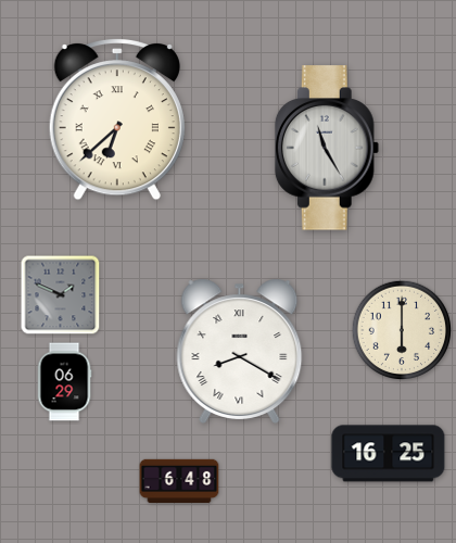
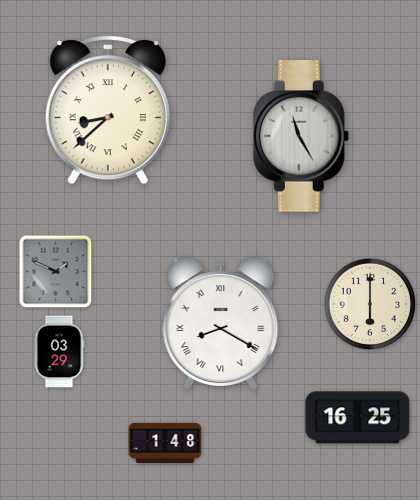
clock at (117, 119): 6:38 -> 8:38
clock at (64, 382): 06:29 -> 03:29
clock at (179, 481): 6:48 -> 1:48
